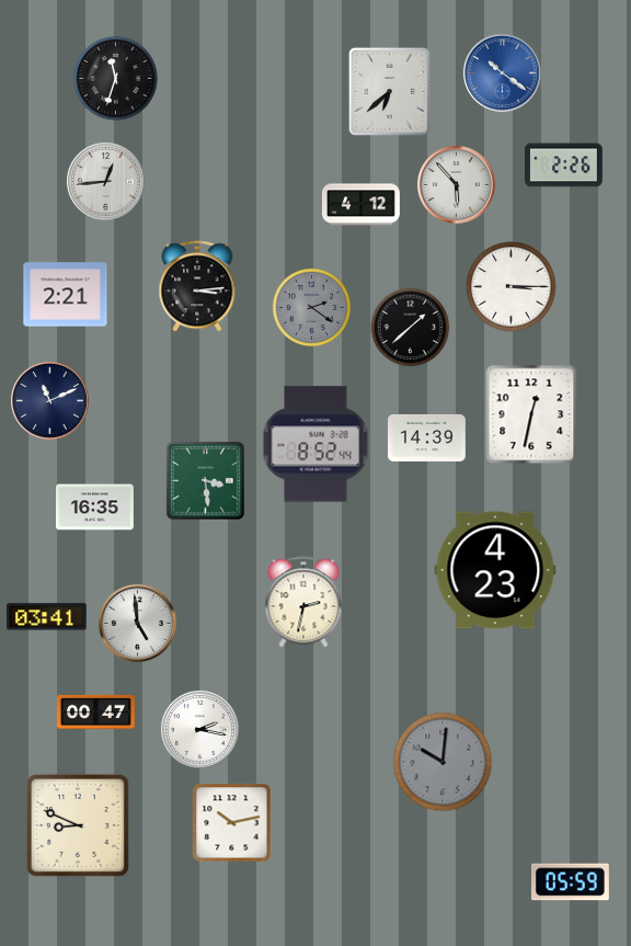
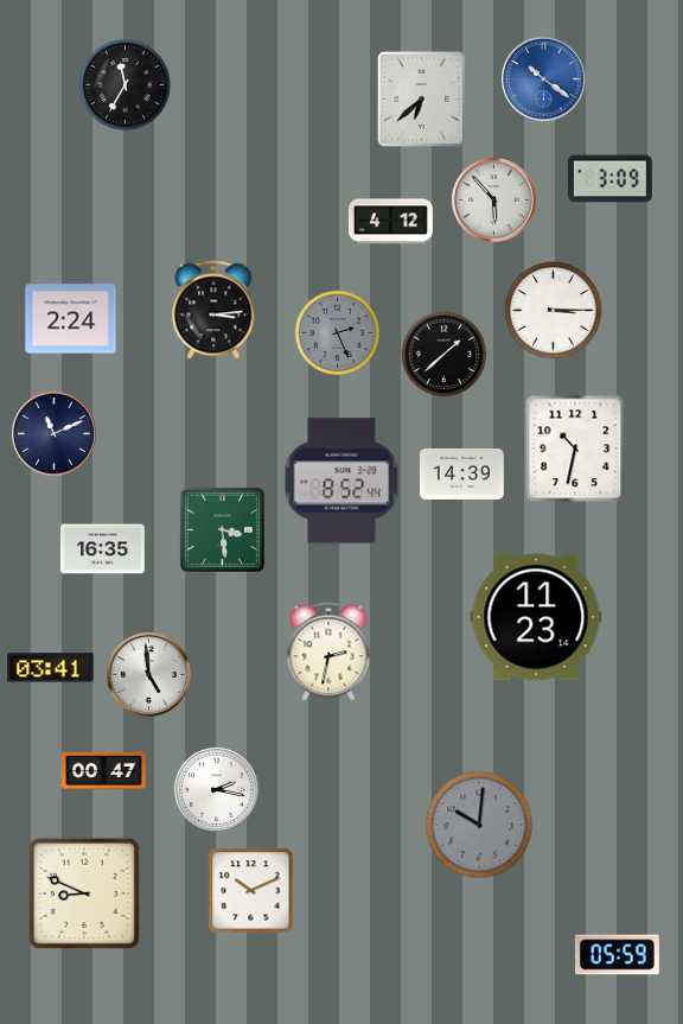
clock at (115, 78): 11:33 -> 11:35
clock at (563, 166): 2:26 -> 3:09
clock at (106, 182): 12:44 -> none
clock at (66, 295): 2:21 -> 2:24
clock at (312, 308): 2:21 -> 2:26
clock at (531, 414): 12:32 -> 10:32
clock at (205, 480) position: (205, 480) -> (222, 529)
clock at (495, 570): 4:23 -> 11:23
clock at (232, 823): 10:13 -> 10:11
